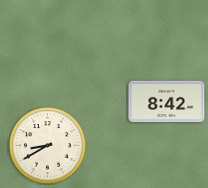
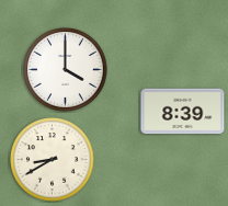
clock at (66, 70): none -> 4:00
clock at (167, 102): 8:42 -> 8:39
